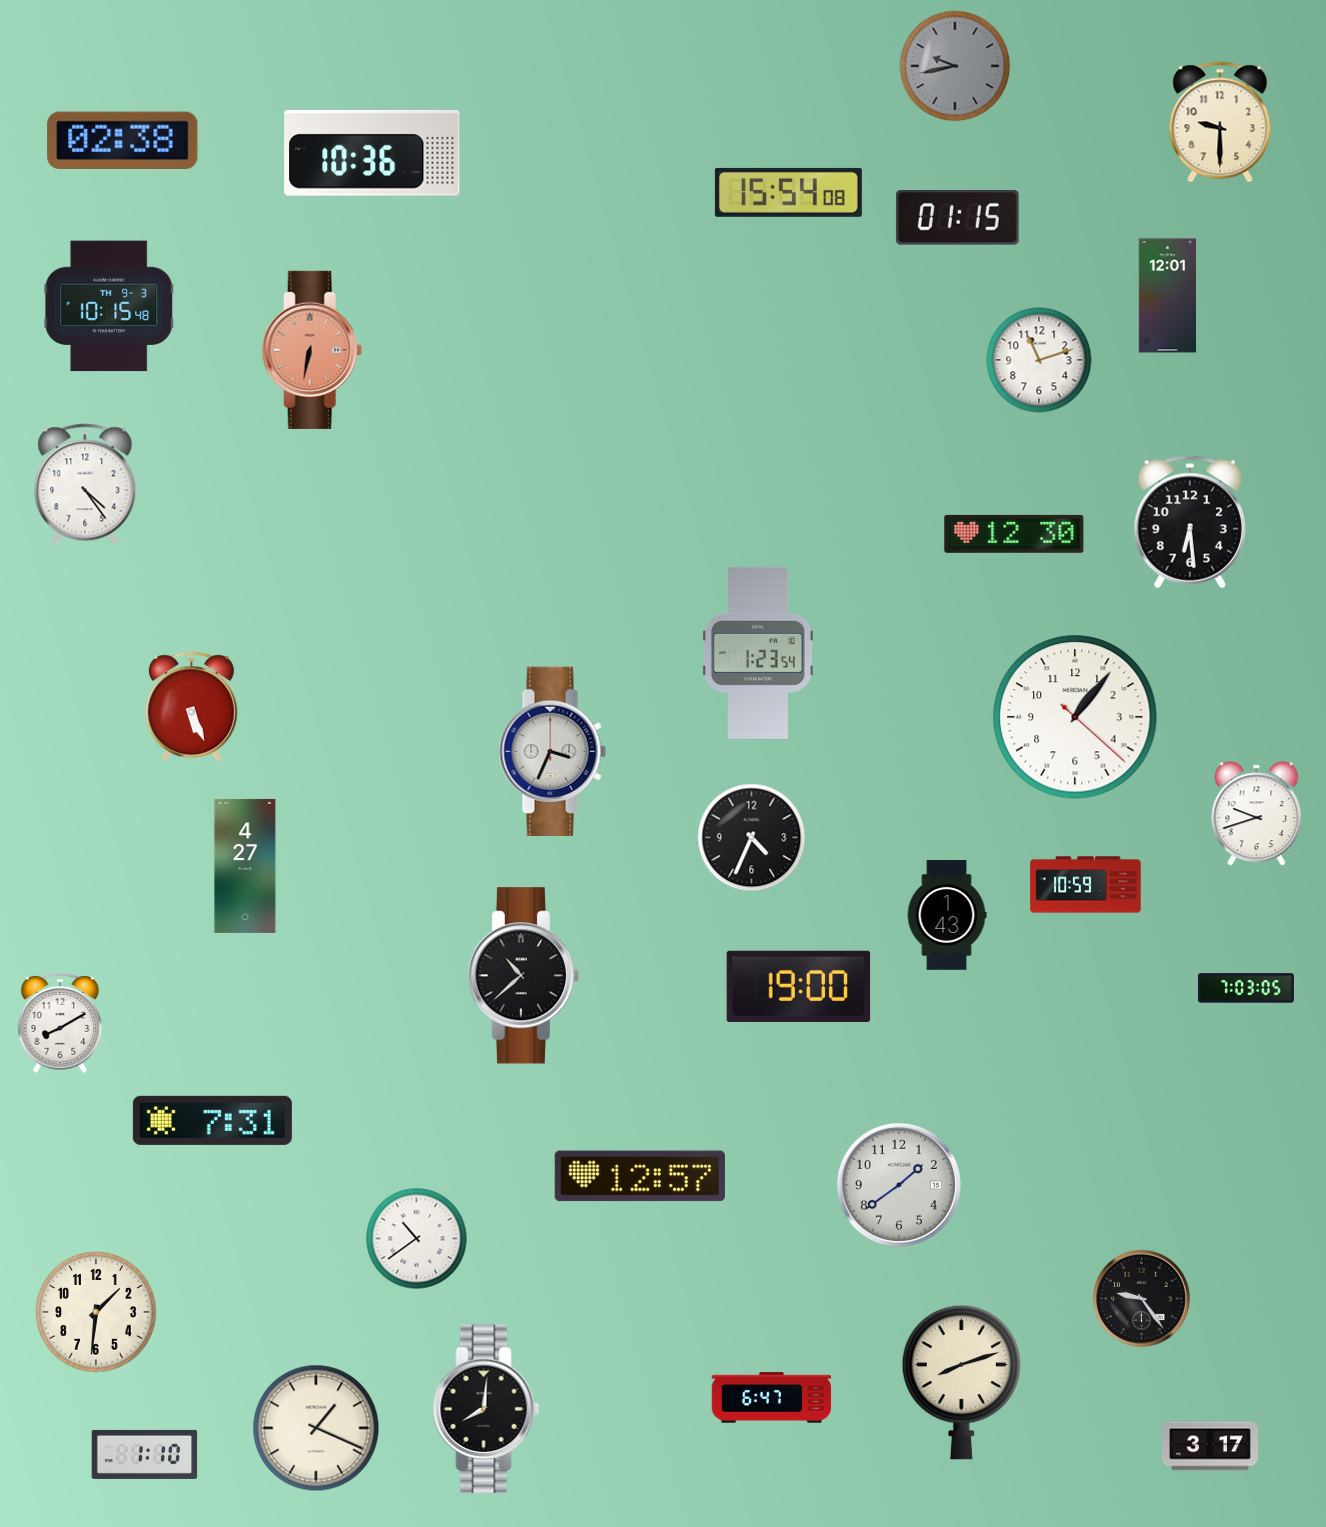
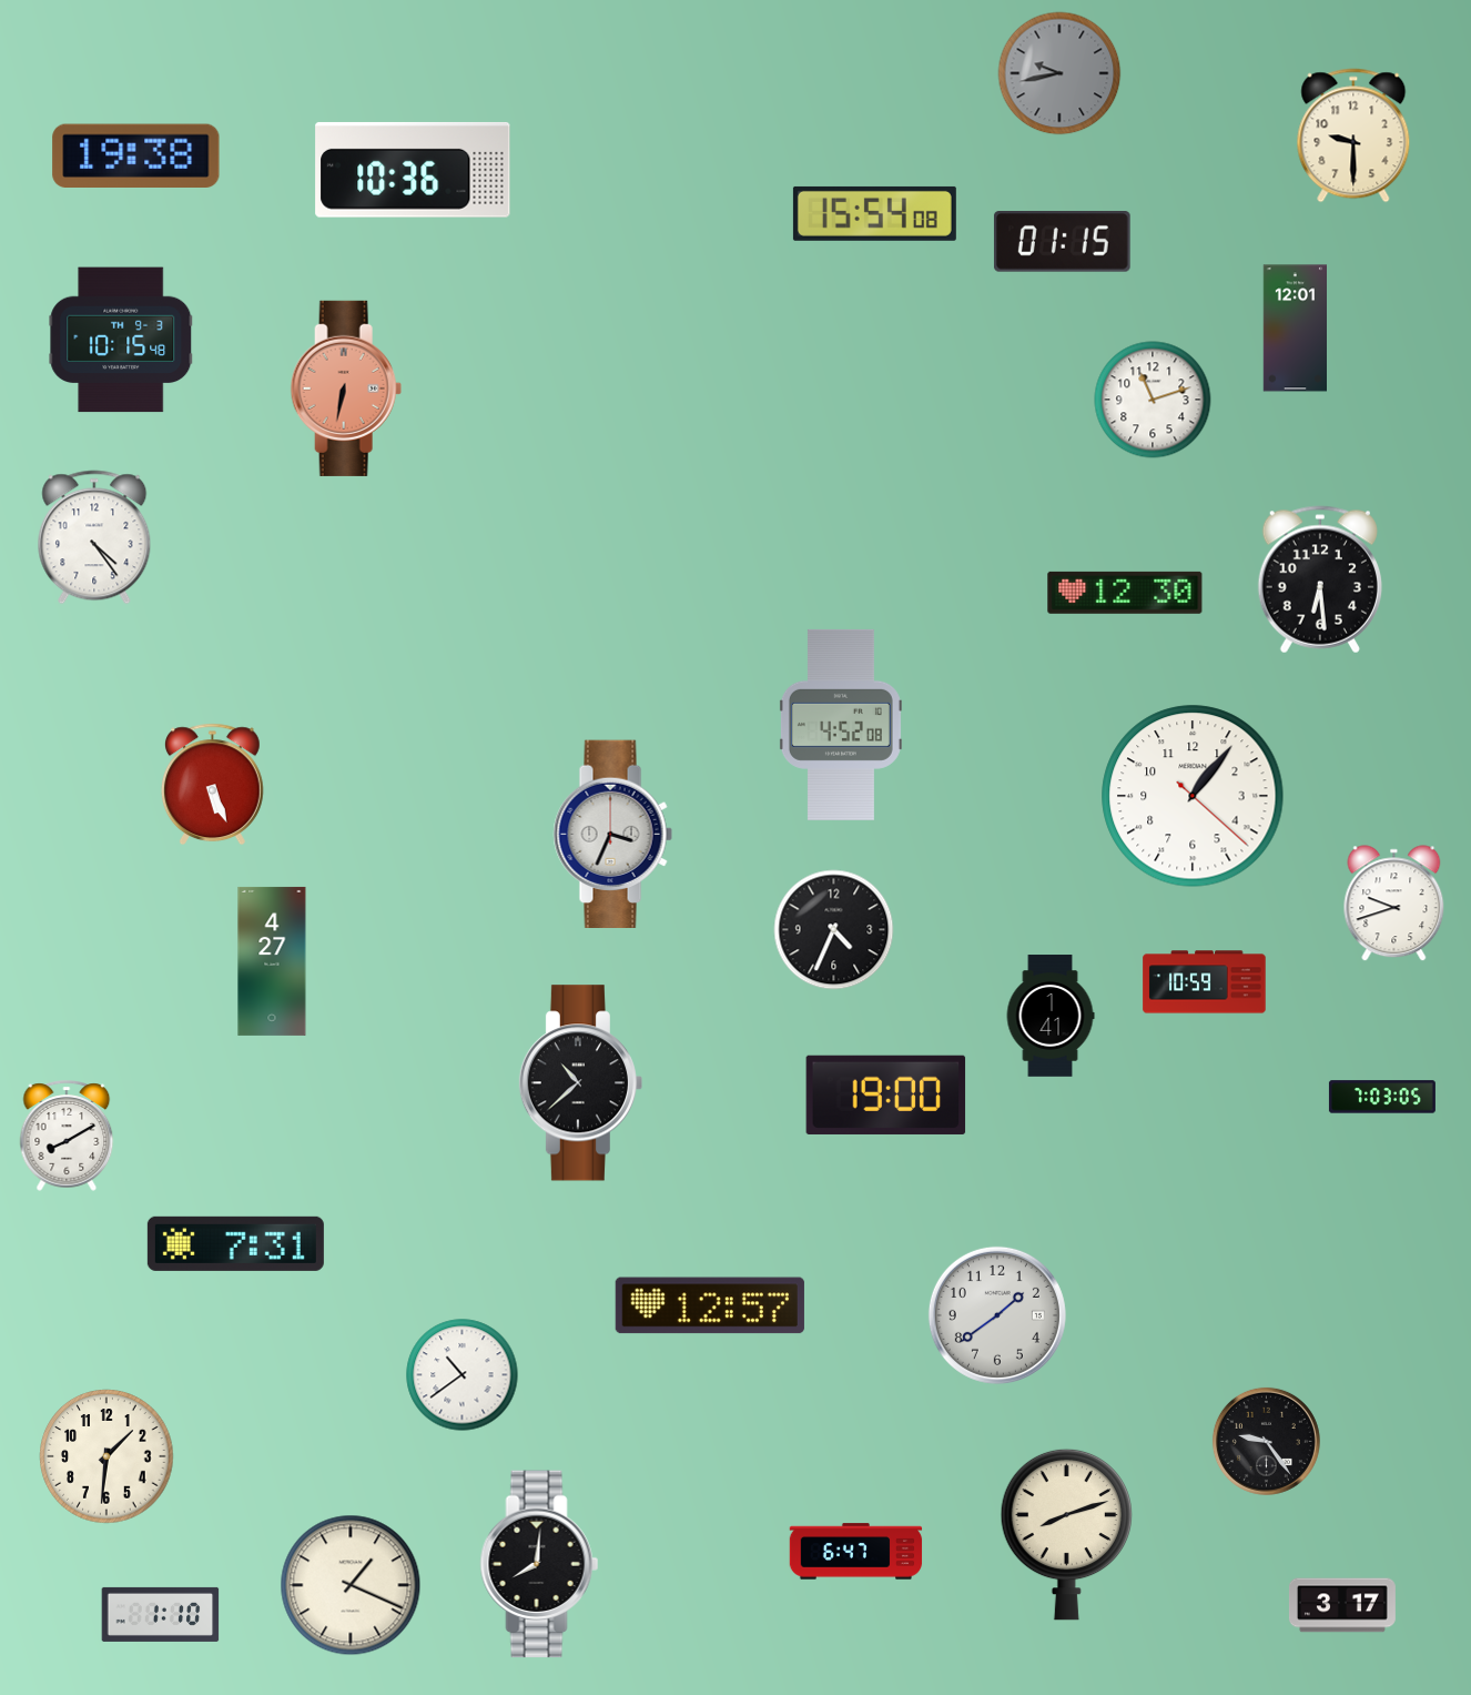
clock at (123, 141): 02:38 -> 19:38
clock at (758, 653): 1:23 -> 4:52
clock at (947, 915): 1:43 -> 1:41
